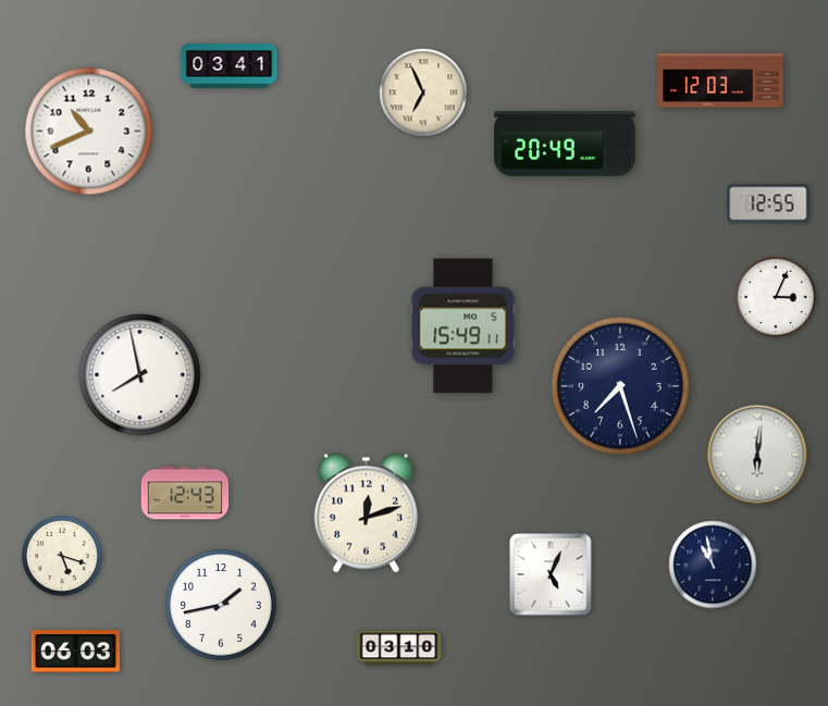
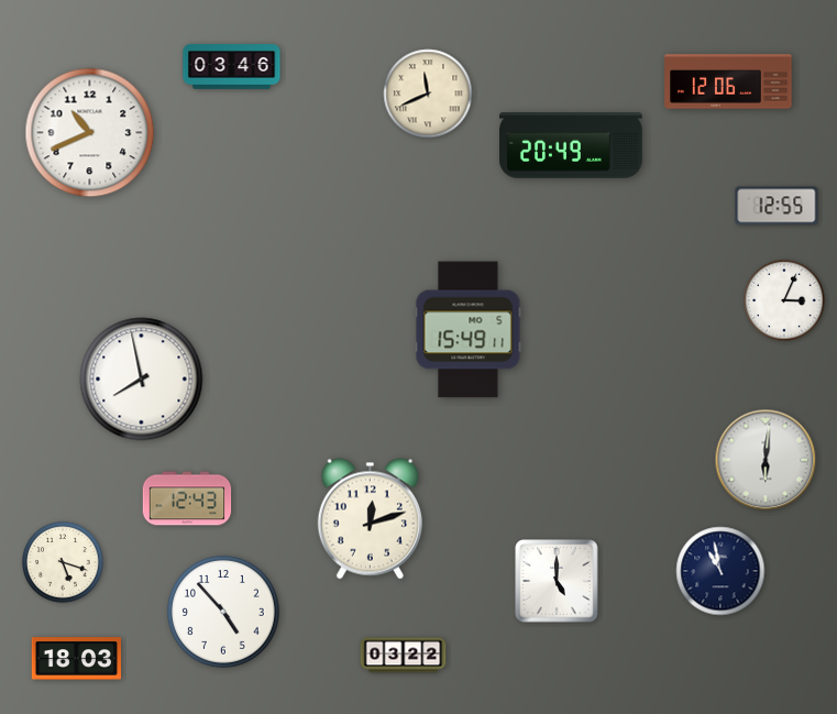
clock at (230, 66): 03:41 -> 03:46
clock at (720, 80): 12:03 -> 12:06
clock at (423, 92): 6:56 -> 11:41
clock at (620, 386): 7:27 -> none
clock at (551, 574): 5:04 -> 5:00
clock at (222, 606): 1:43 -> 4:53
clock at (399, 648): 03:10 -> 03:22
clock at (75, 652): 06:03 -> 18:03
